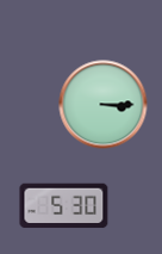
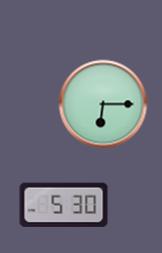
clock at (104, 105): 3:15 -> 6:15
